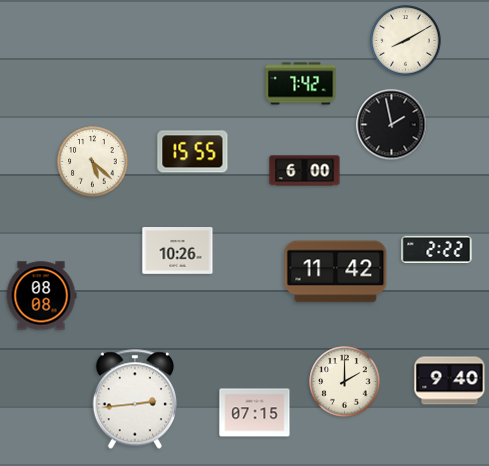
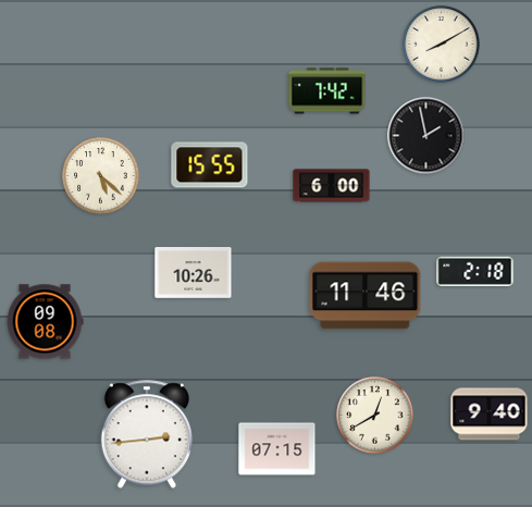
clock at (437, 249): 2:22 -> 2:18
clock at (336, 272): 11:42 -> 11:46
clock at (41, 296): 08:08 -> 09:08
clock at (345, 382): 2:00 -> 12:40
